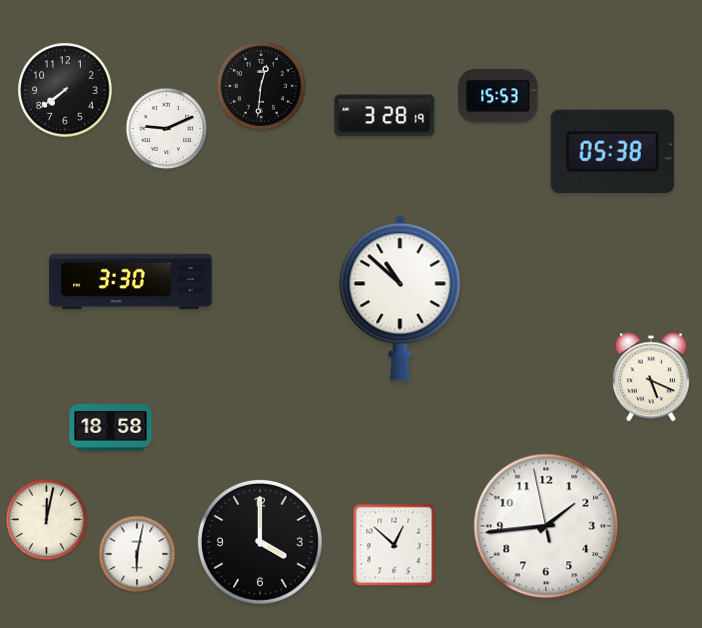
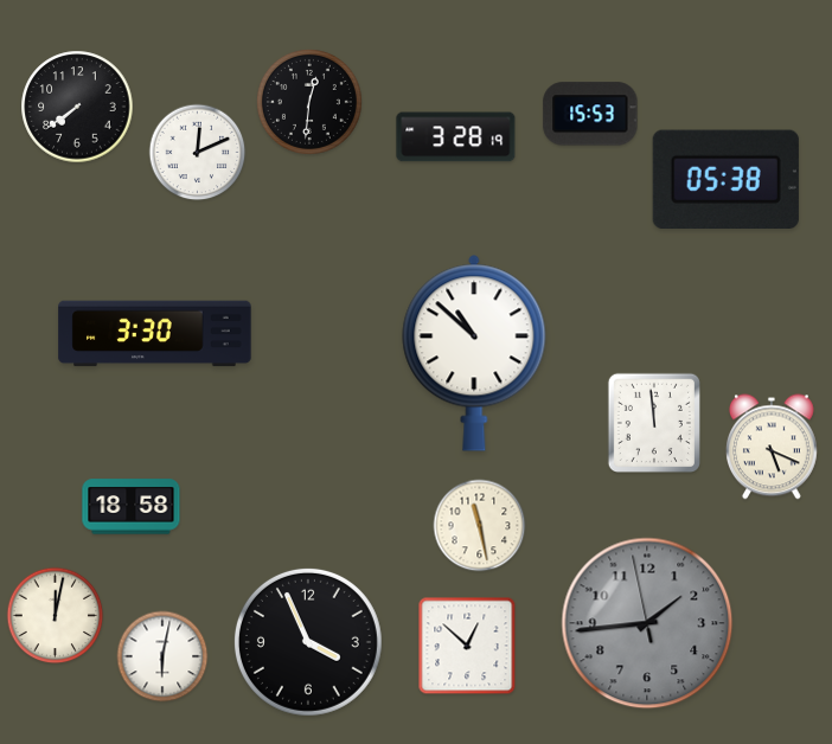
clock at (167, 129): 9:11 -> 12:11
clock at (654, 423): none -> 11:59
clock at (480, 526): none -> 11:28
clock at (546, 526) dial: white -> grey
clock at (260, 542): 4:00 -> 3:56
